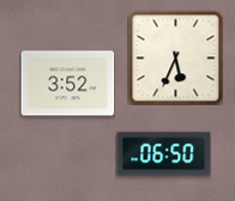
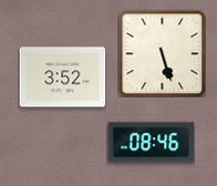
clock at (175, 57): 5:34 -> 5:27
clock at (163, 154): 06:50 -> 08:46
